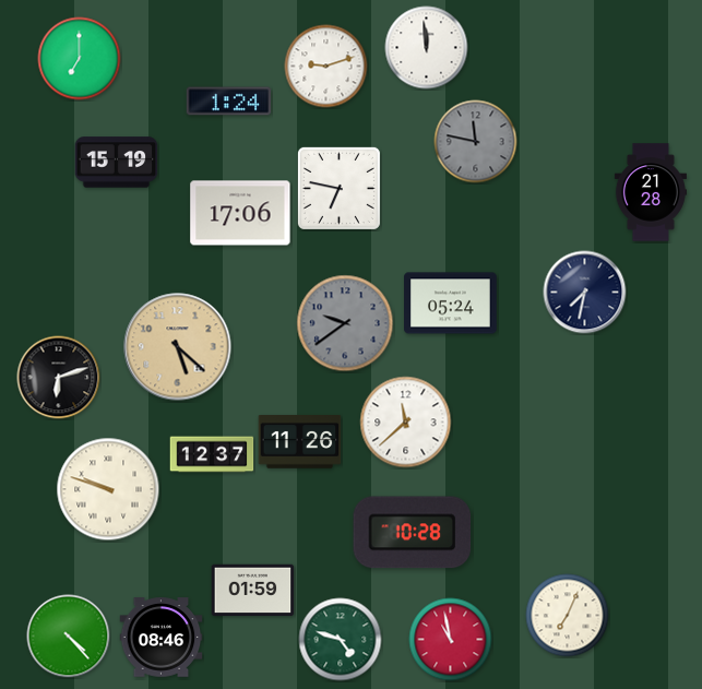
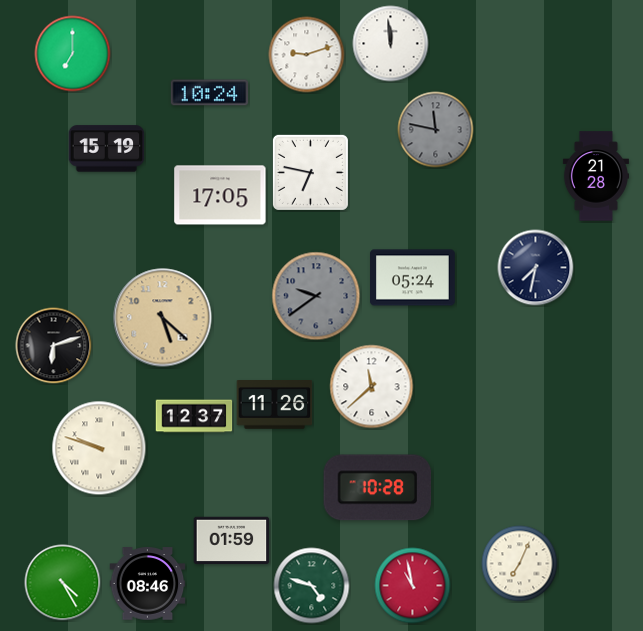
clock at (326, 67) position: (326, 67) -> (307, 55)
clock at (229, 102): 1:24 -> 10:24
clock at (240, 213): 17:06 -> 17:05
clock at (69, 637): 4:23 -> 4:25
